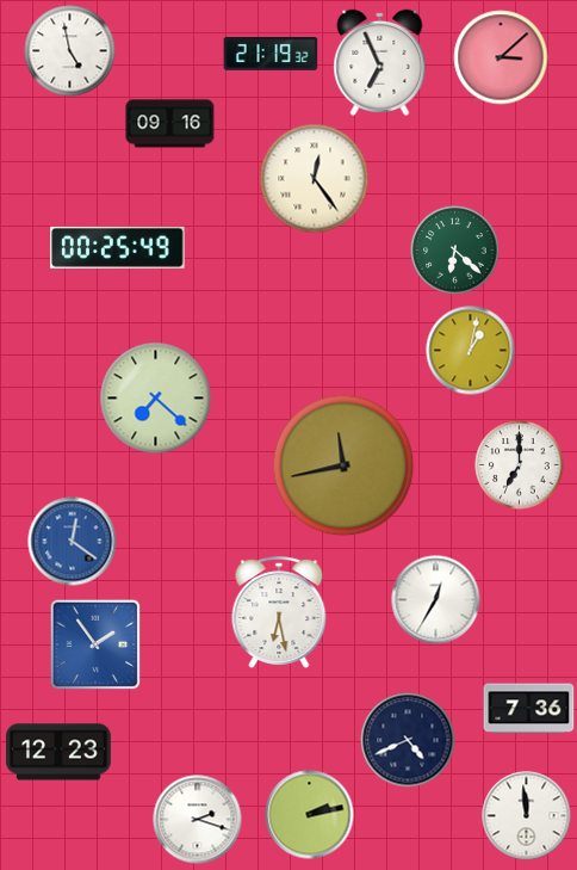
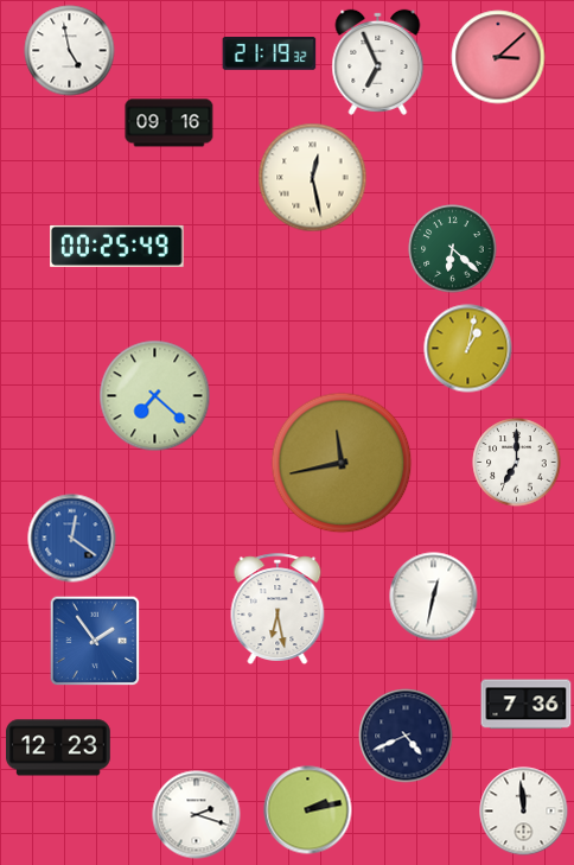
clock at (315, 179): 12:24 -> 12:28
clock at (436, 600): 12:35 -> 12:32
